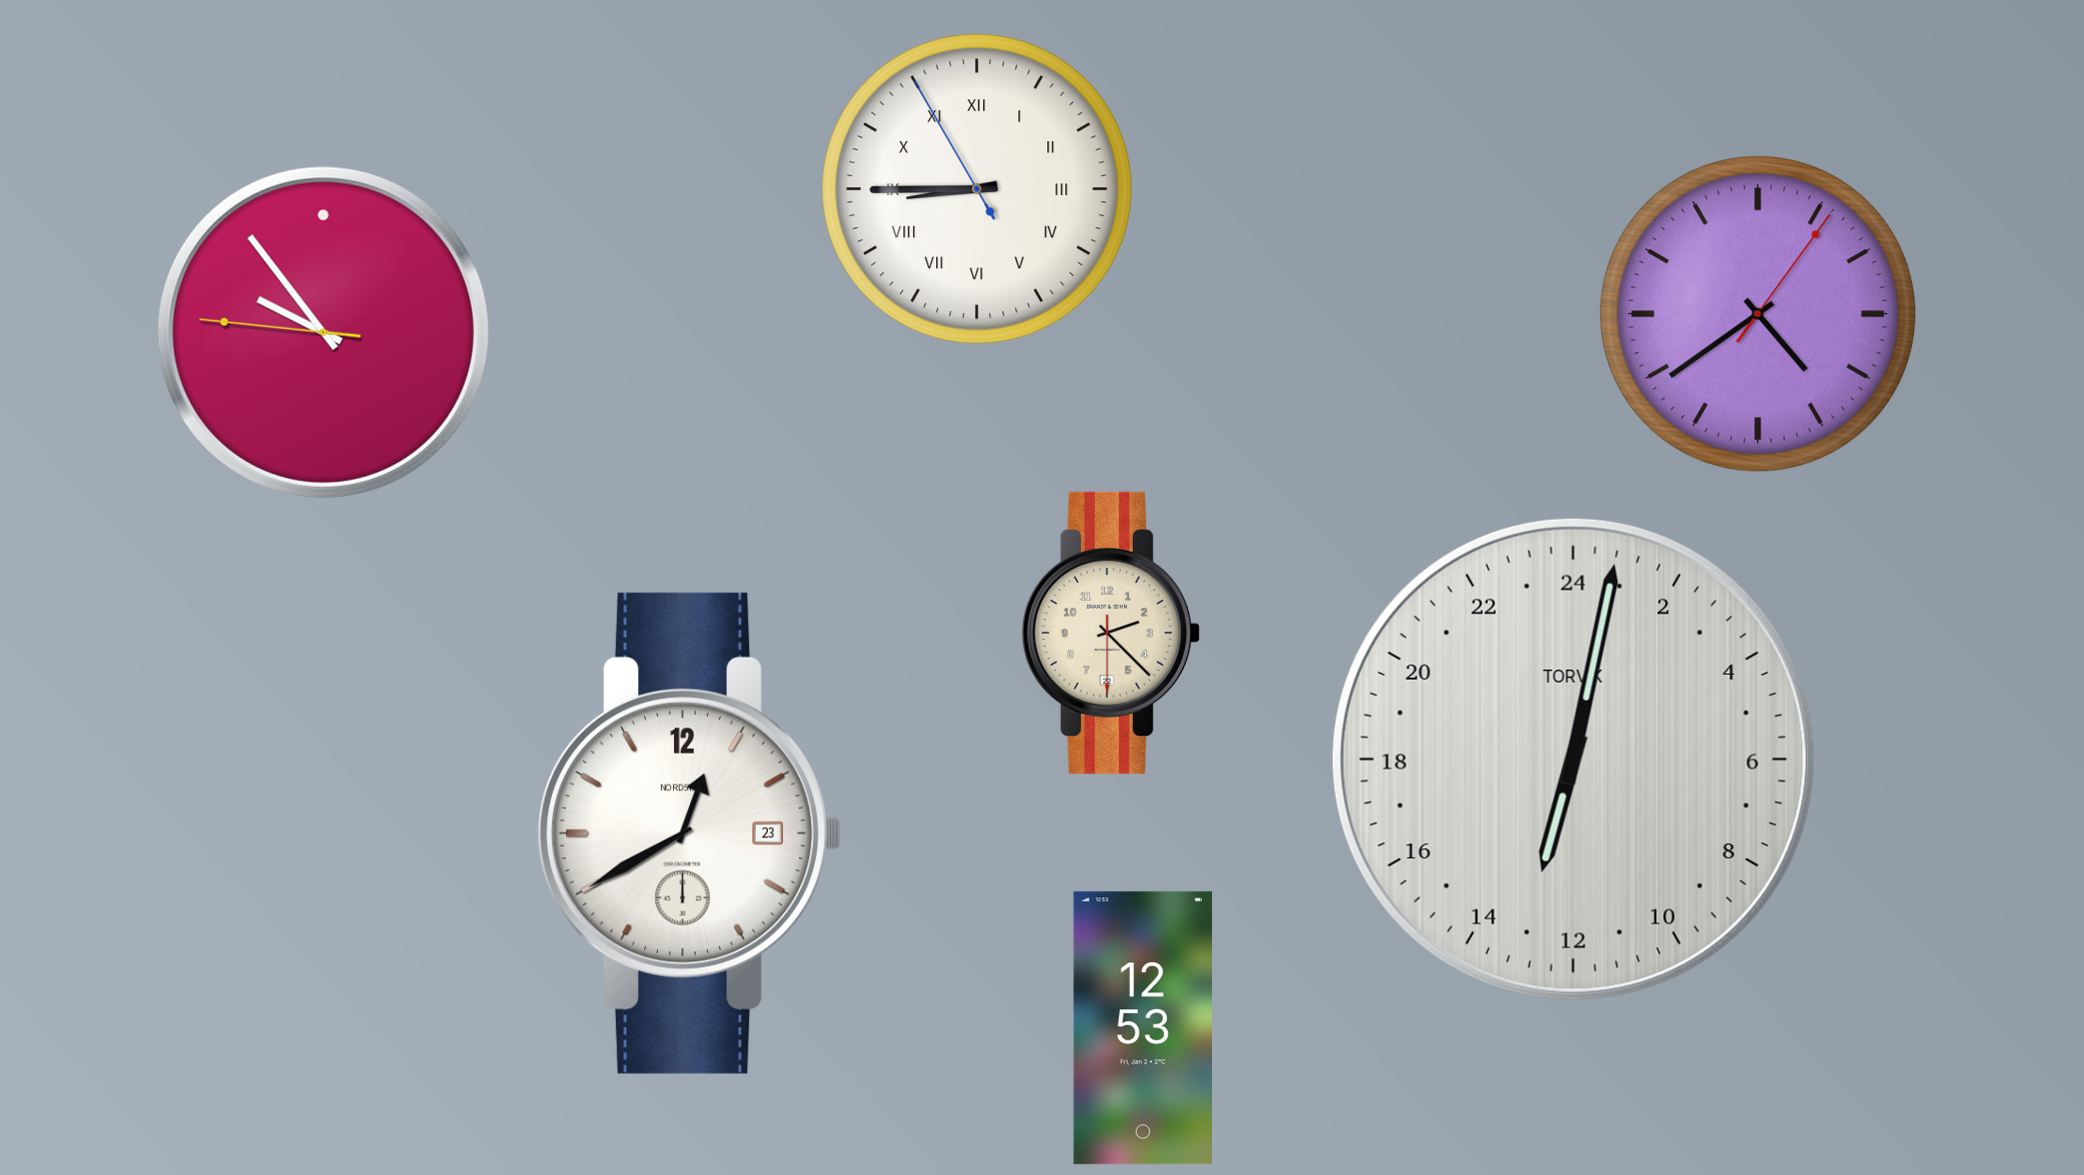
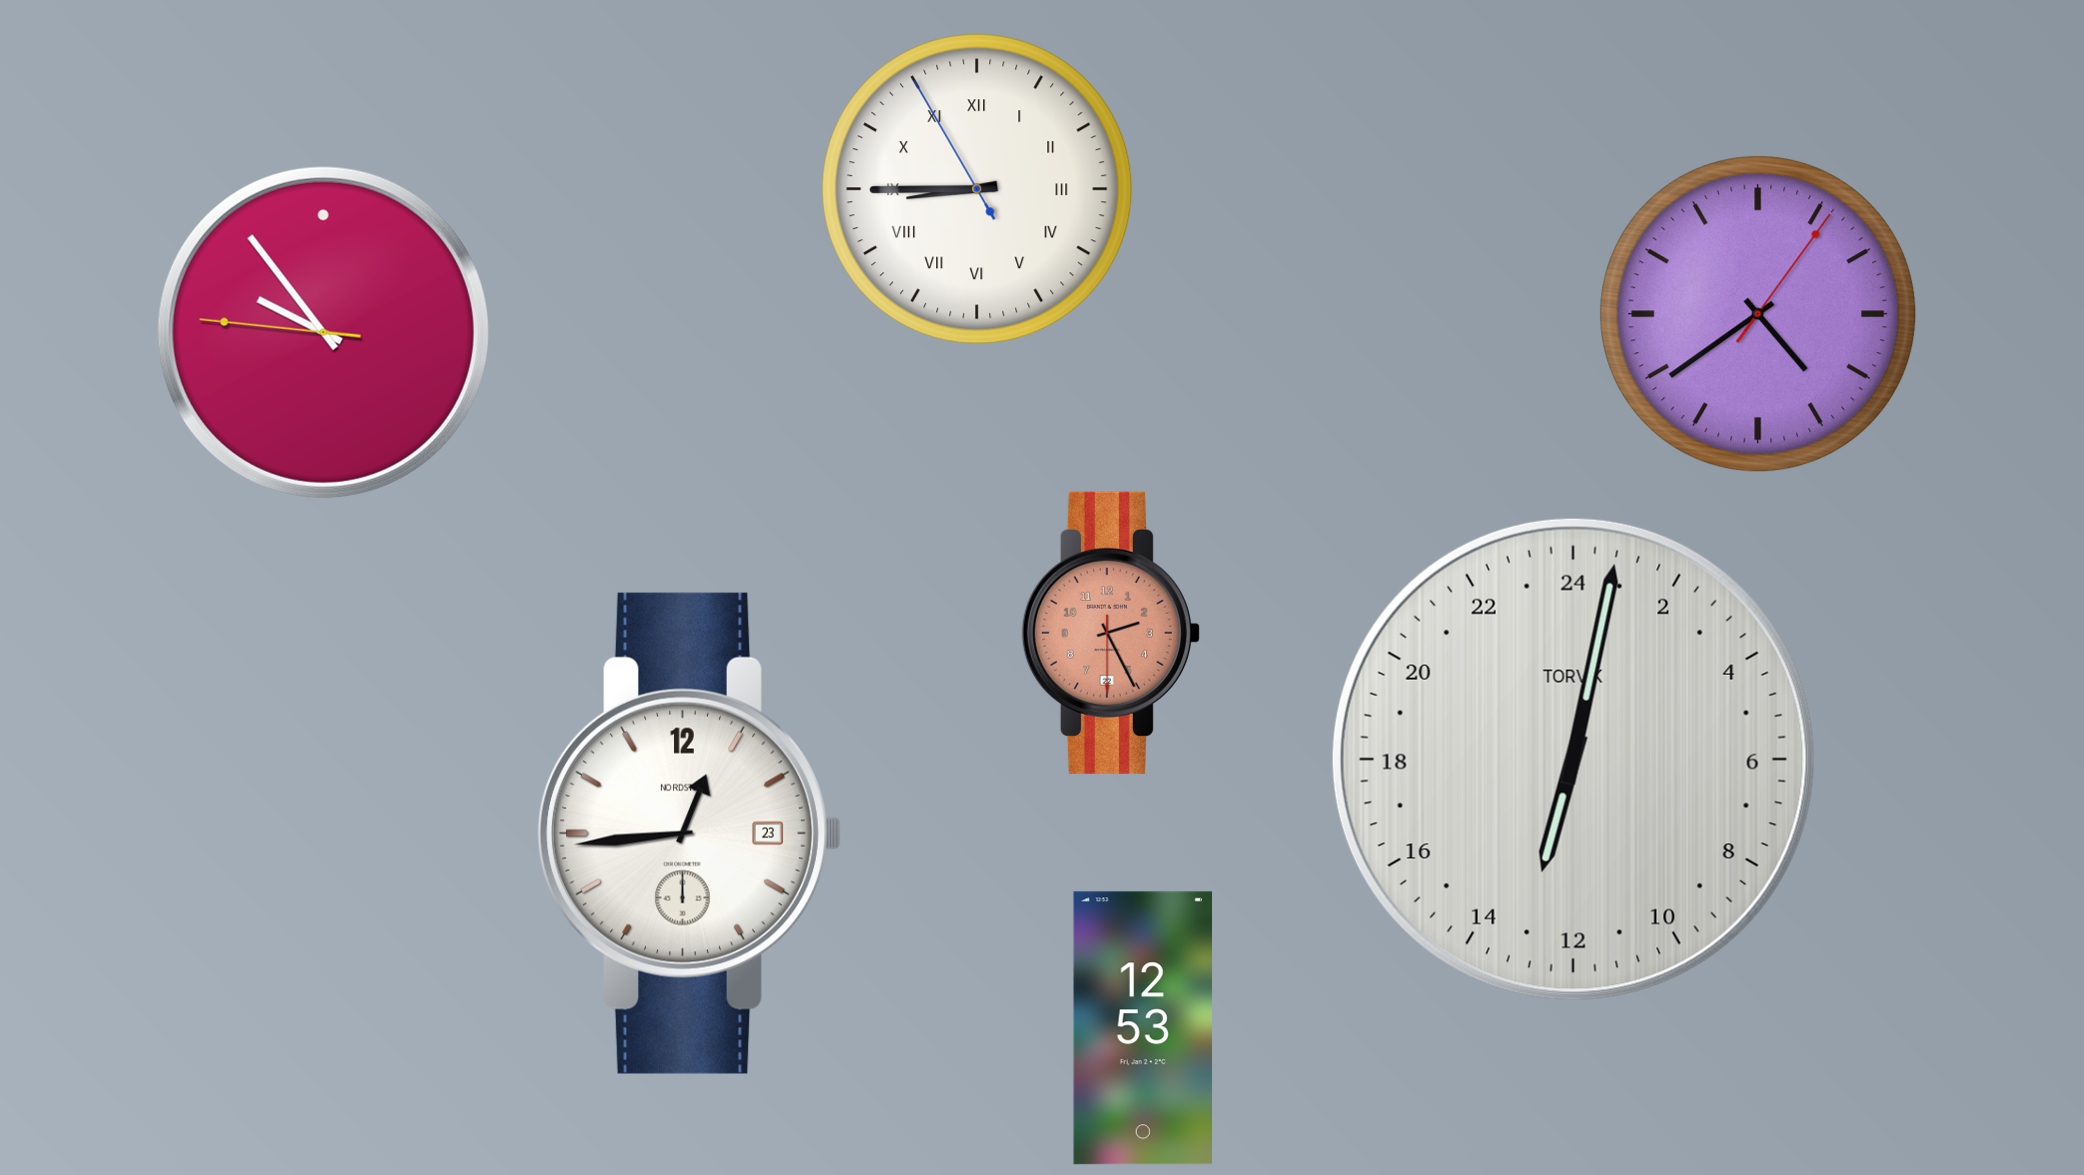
clock at (1111, 633): 2:22 -> 2:25
clock at (1111, 633) dial: cream -> salmon
clock at (690, 833): 12:40 -> 12:44
